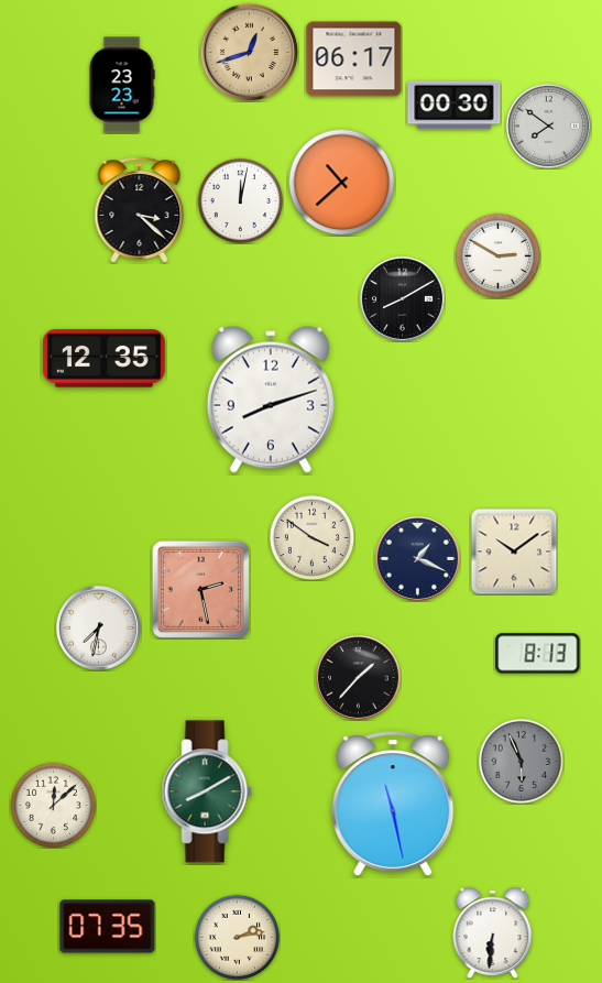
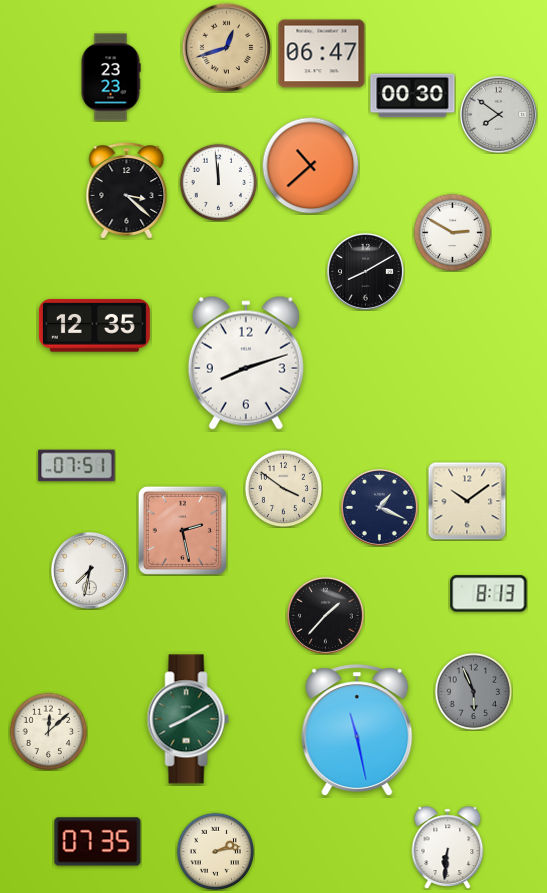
clock at (354, 59): 06:17 -> 06:47
clock at (240, 200): 12:02 -> 11:59
clock at (77, 466): none -> 07:51
clock at (200, 589) position: (200, 589) -> (182, 530)
